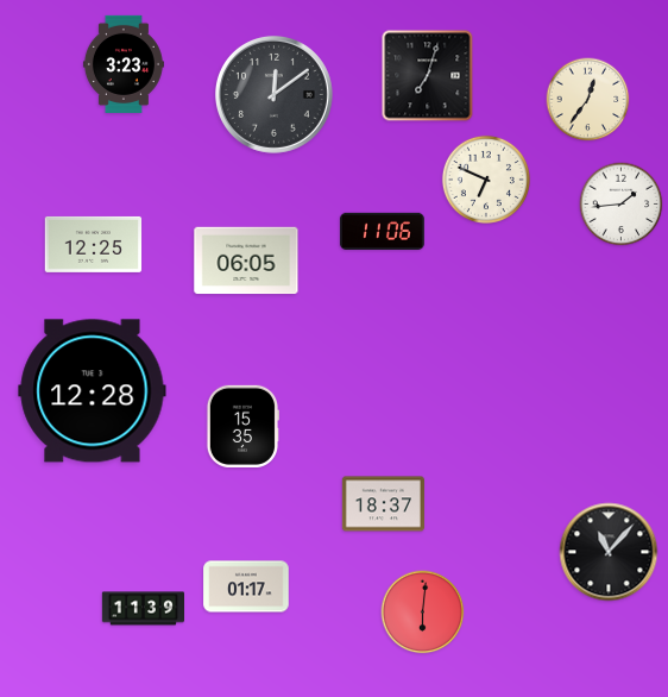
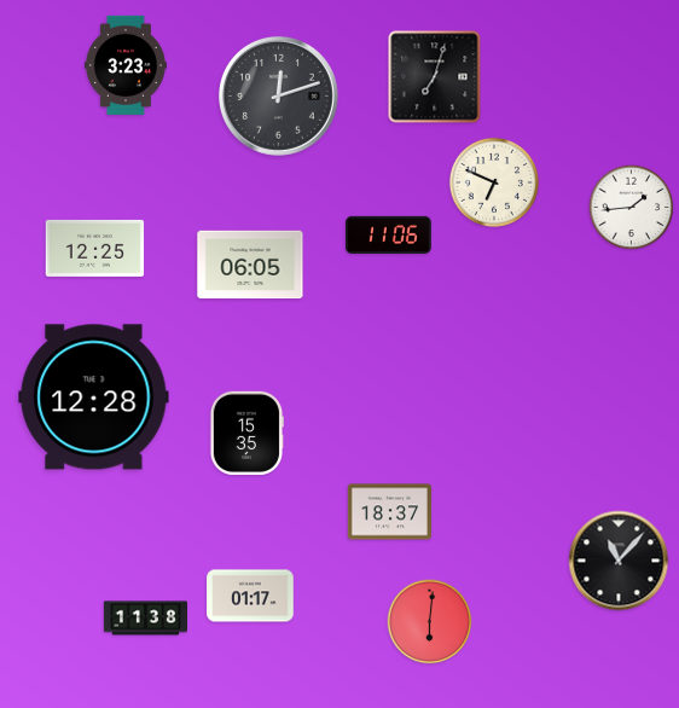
clock at (273, 94): 12:09 -> 12:12
clock at (588, 100): 12:36 -> none
clock at (143, 609): 11:39 -> 11:38
